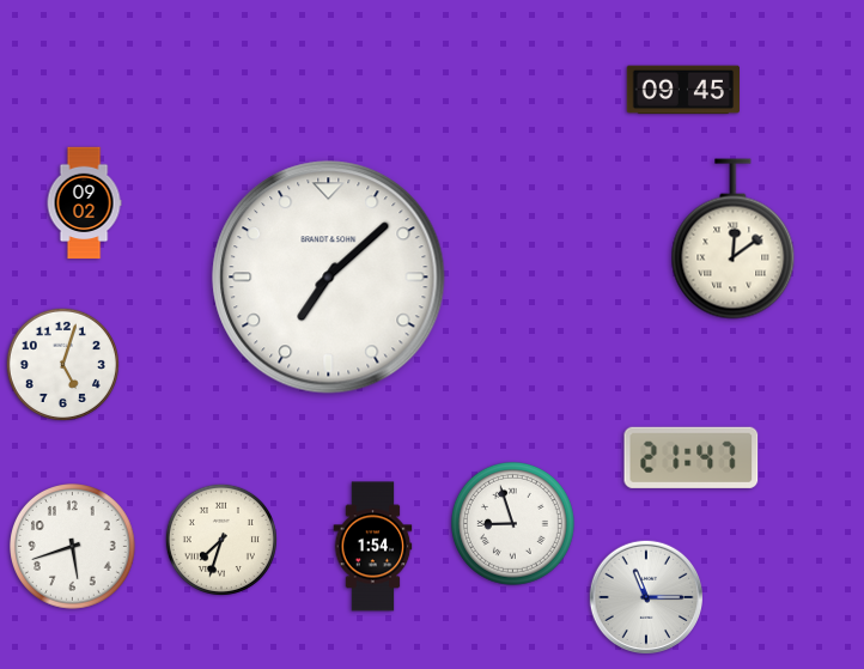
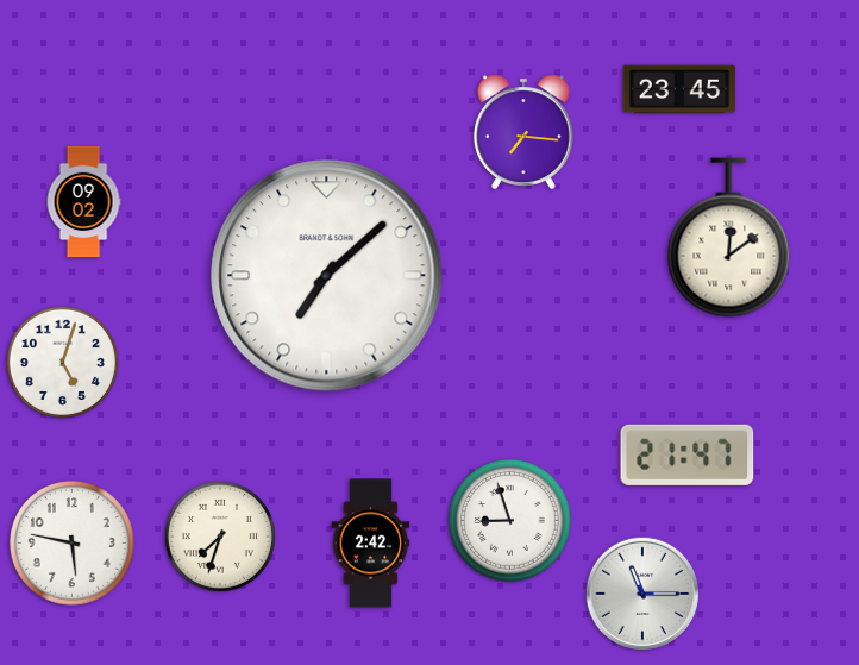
clock at (682, 90): 09:45 -> 23:45
clock at (523, 132): none -> 7:16
clock at (73, 547): 5:42 -> 5:47
clock at (373, 547): 1:54 -> 2:42
